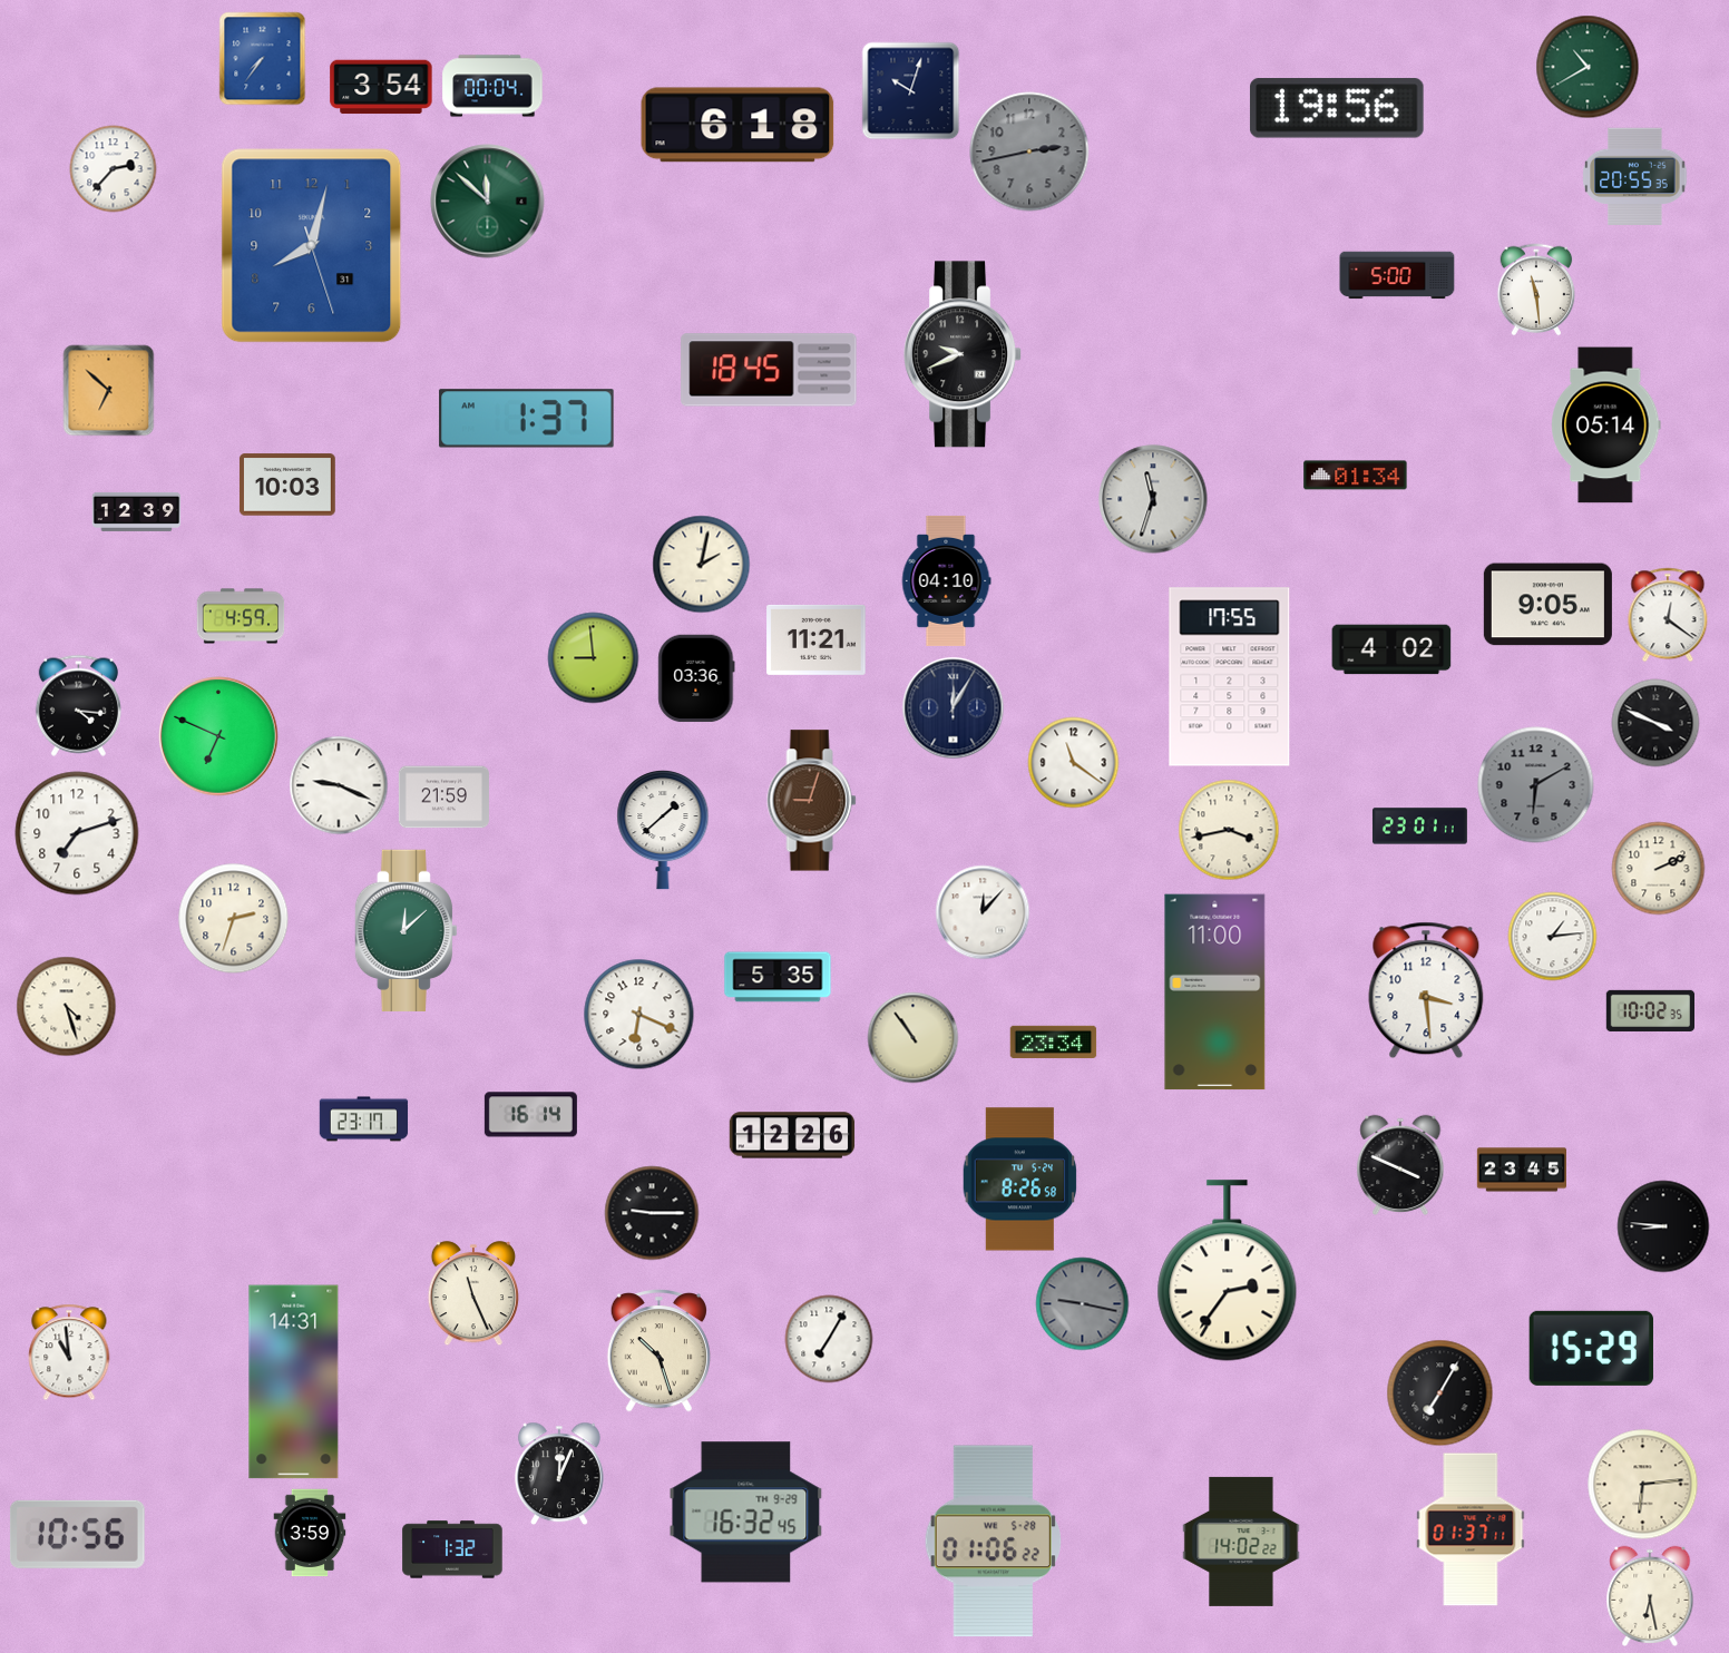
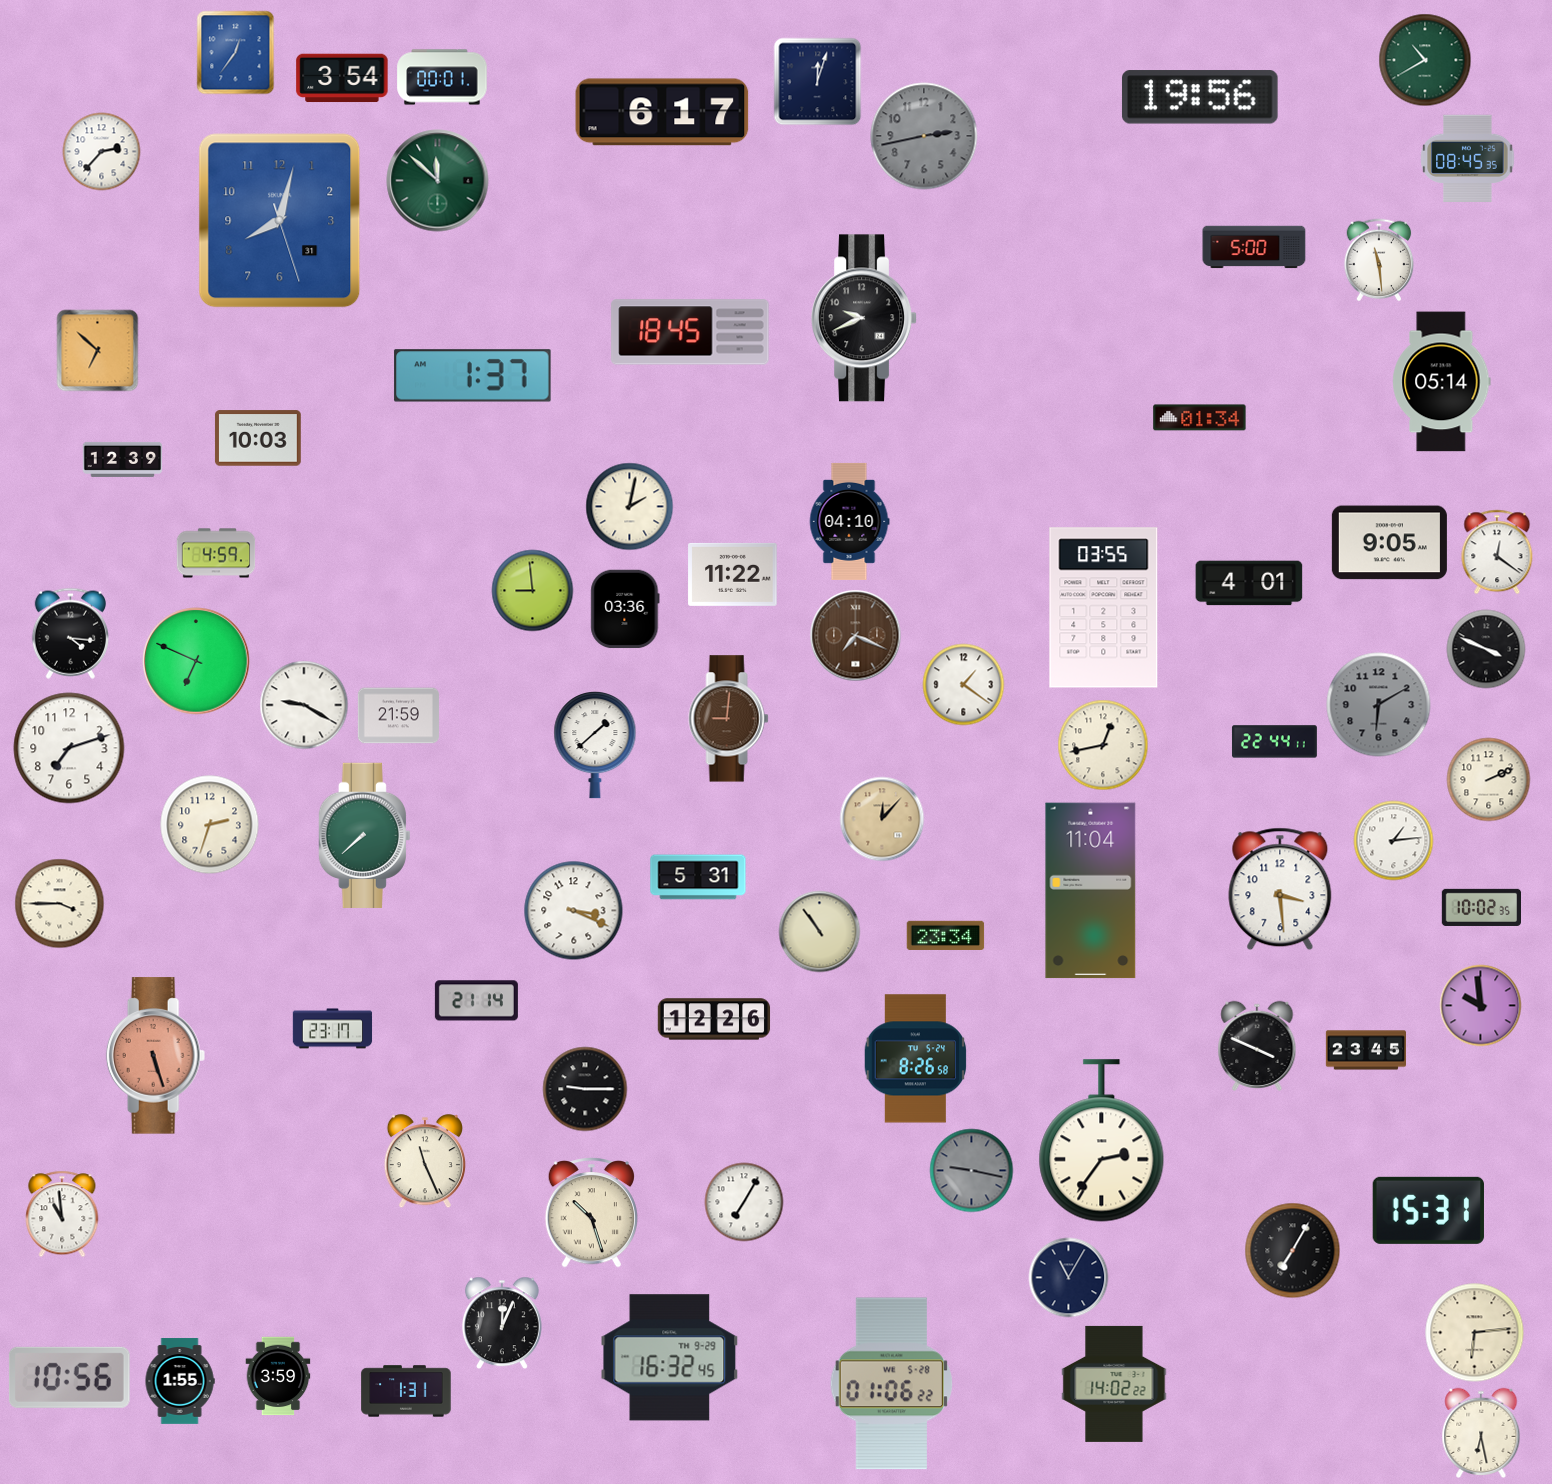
clock at (263, 59): 7:36 -> 12:36
clock at (492, 86): 00:04 -> 00:01
clock at (911, 91): 10:03 -> 12:03
clock at (737, 125): 6:18 -> 6:17
clock at (1635, 177): 20:55 -> 08:45
clock at (1356, 476) position: (1356, 476) -> (1200, 418)
clock at (287, 485) position: (287, 485) -> (258, 438)
clock at (1153, 499): 11:33 -> none
clock at (817, 639): 11:21 -> 11:22
clock at (1391, 649): 4:02 -> 4:01
clock at (1230, 677): 17:55 -> 03:55
clock at (954, 708): 12:05 -> 7:19
clock at (954, 708) dial: navy -> brown
clock at (1074, 763): 11:21 -> 1:21
clock at (339, 785): 9:19 -> 9:20
clock at (812, 801): 9:03 -> 9:01
clock at (1419, 826): 23:01 -> 22:44
clock at (1229, 830): 3:43 -> 12:43
clock at (983, 912) dial: white -> champagne
clock at (406, 930): 12:08 -> 7:38
clock at (778, 977): 5:35 -> 5:31
clock at (1215, 992): 11:00 -> 11:04
clock at (67, 1007): 4:27 -> 3:45
clock at (639, 1015): 6:19 -> 3:19
clock at (530, 1115): 16:14 -> 21:14
clock at (364, 1119) position: (364, 1119) -> (333, 1029)
clock at (1481, 1006): none -> 9:59
clock at (792, 1135) position: (792, 1135) -> (714, 1019)
clock at (156, 1056): none -> 5:27
clock at (1663, 1226): 8:46 -> none
clock at (1591, 1348): 15:29 -> 15:31
clock at (294, 1382): 14:31 -> none
clock at (1069, 1278): none -> 11:05
clock at (1471, 1529): 01:37 -> none
clock at (180, 1381): none -> 1:55
clock at (452, 1549): 1:32 -> 1:31
